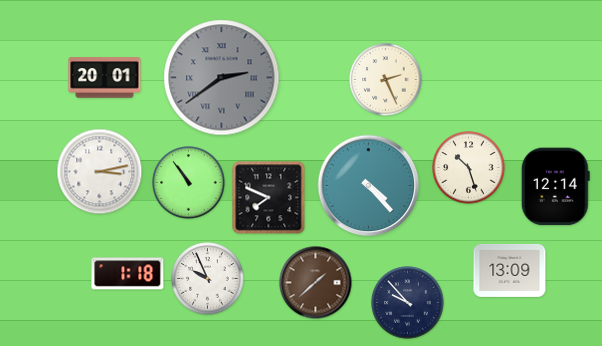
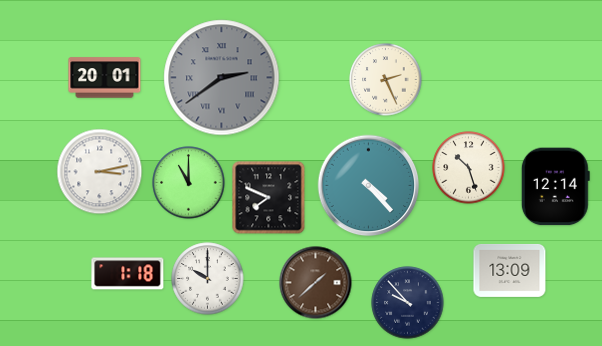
clock at (189, 183): 10:54 -> 11:00
clock at (208, 279): 9:56 -> 10:00
